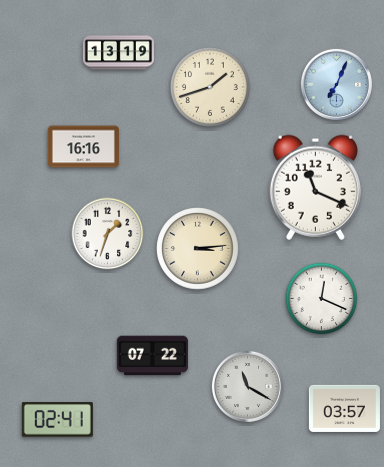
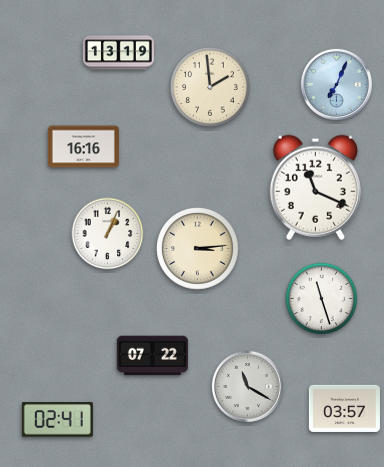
clock at (210, 87): 1:42 -> 1:59
clock at (108, 234): 1:33 -> 1:04
clock at (322, 299): 12:19 -> 11:27
